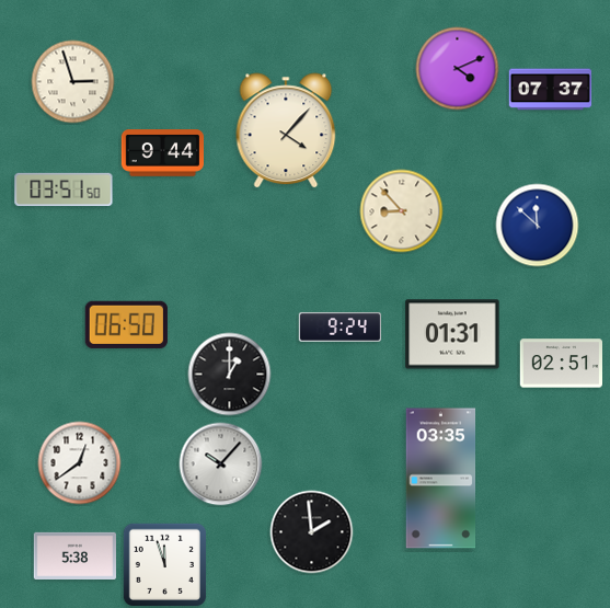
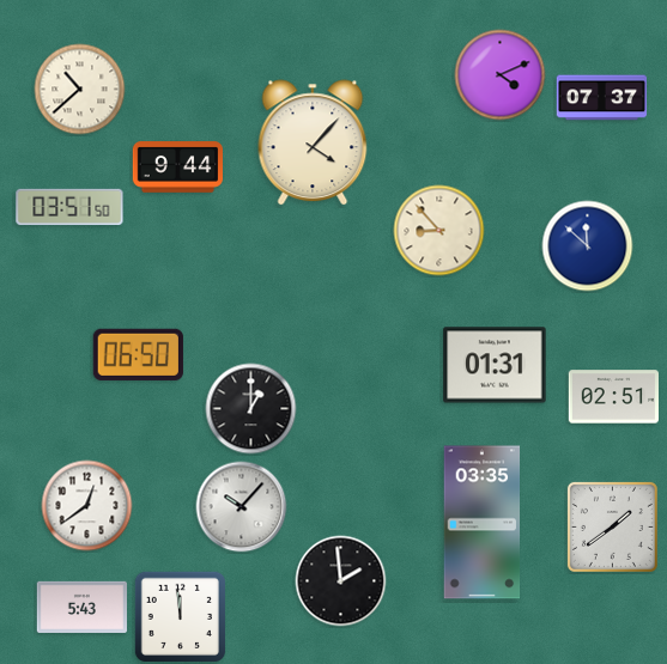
clock at (73, 82): 2:57 -> 10:38
clock at (341, 328): 9:24 -> none
clock at (612, 526): none -> 1:39
clock at (76, 555): 5:38 -> 5:43
clock at (164, 564): 11:57 -> 11:59
